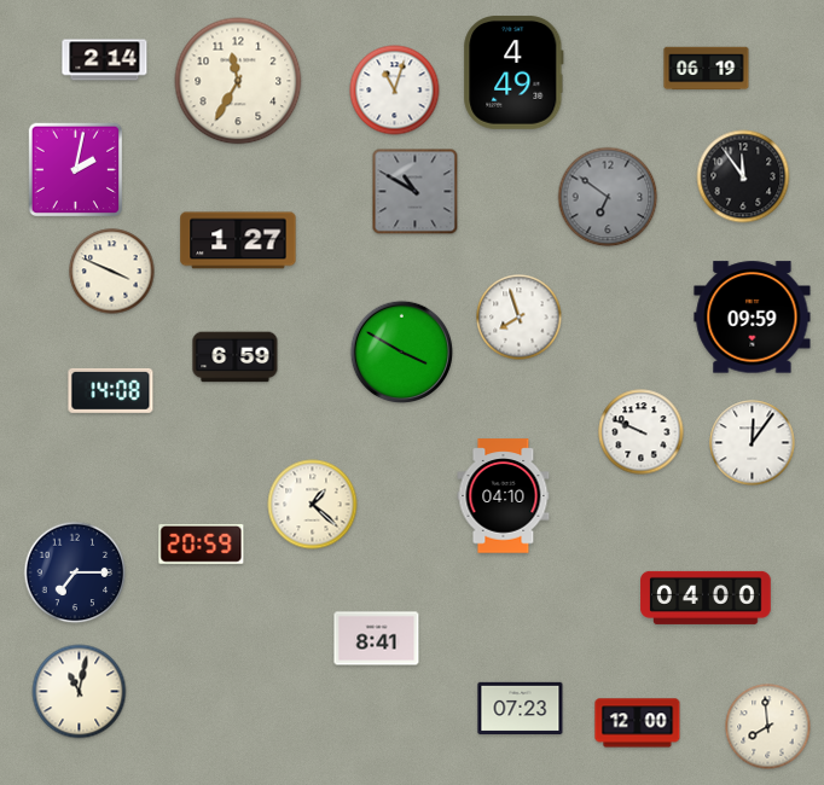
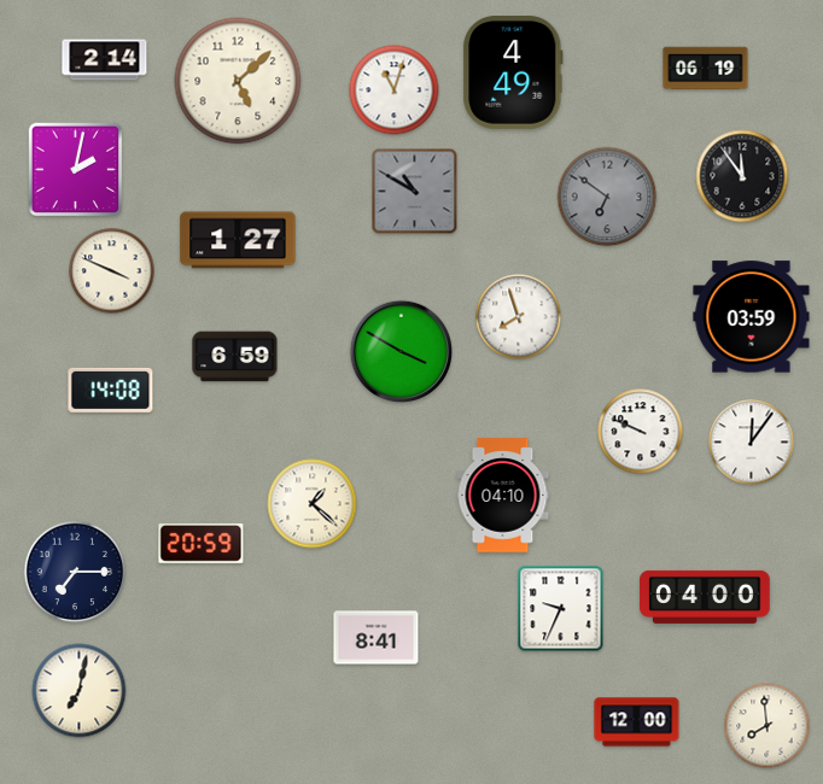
clock at (238, 81): 11:35 -> 5:08
clock at (753, 318): 09:59 -> 03:59
clock at (561, 609): none -> 9:34
clock at (80, 692): 11:02 -> 7:02
clock at (521, 708): 07:23 -> none
